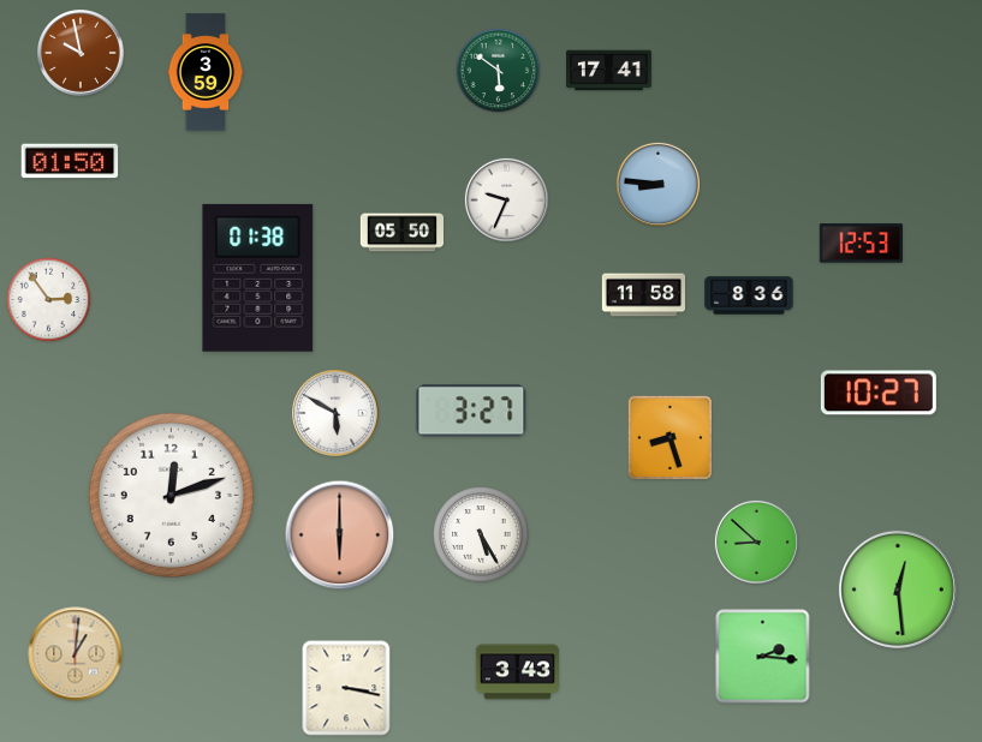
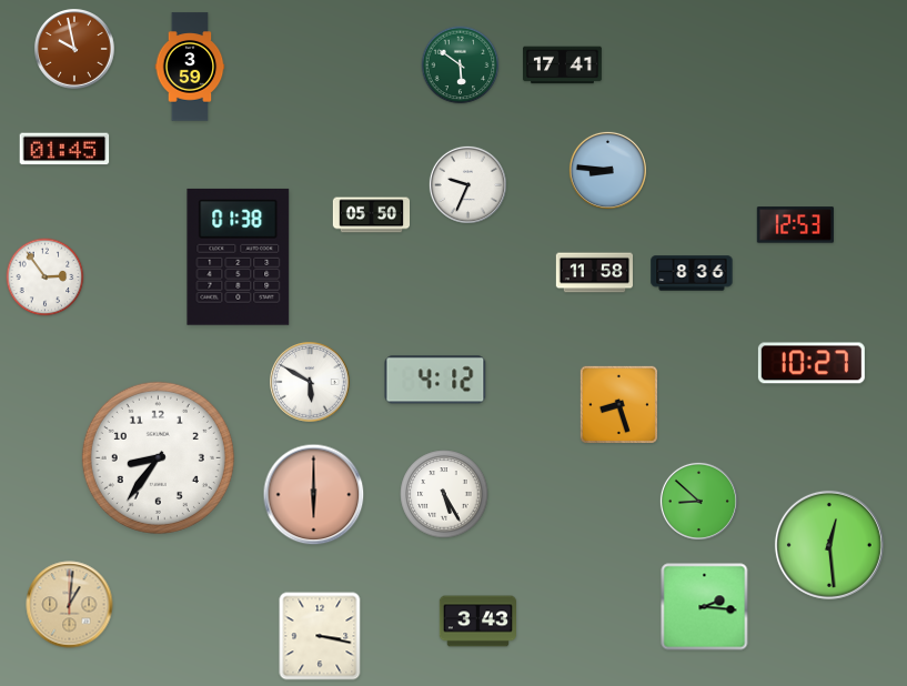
clock at (70, 161): 01:50 -> 01:45
clock at (471, 411): 3:27 -> 4:12
clock at (171, 495): 12:12 -> 8:36
